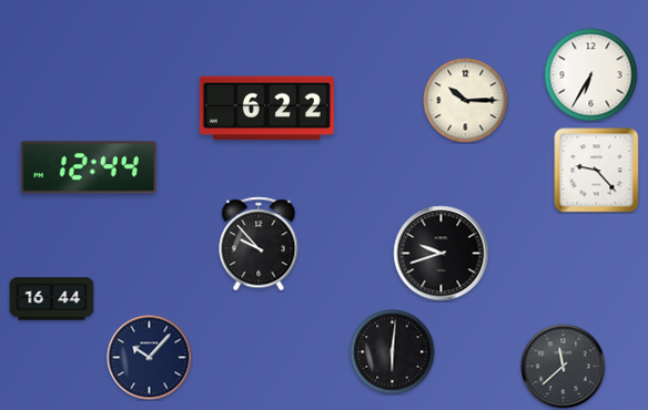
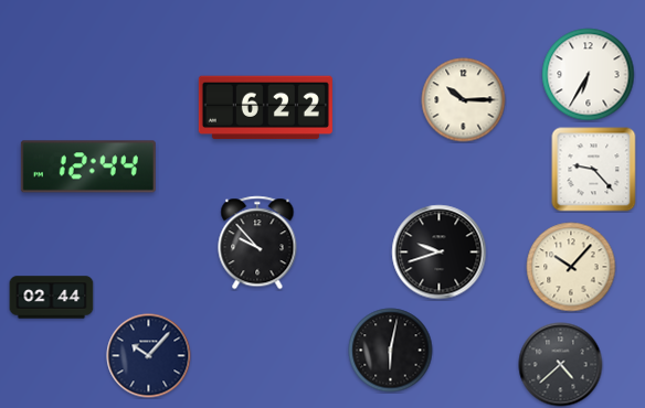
clock at (571, 267): none -> 10:07
clock at (52, 299): 16:44 -> 02:44
clock at (393, 352): 6:01 -> 6:02
clock at (564, 367): 11:38 -> 4:38
